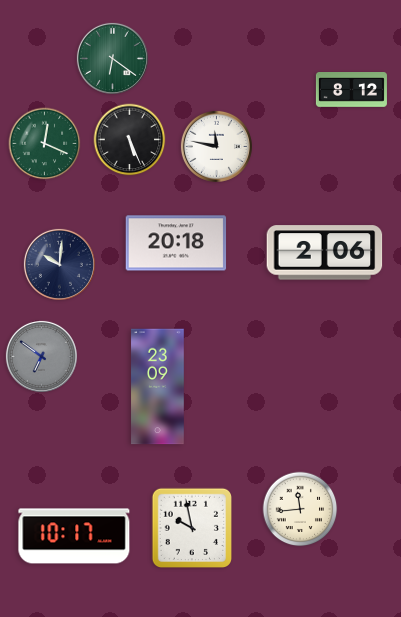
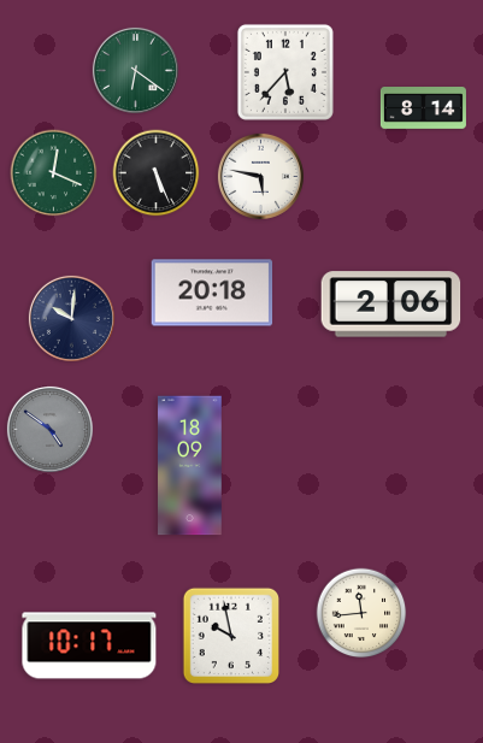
clock at (285, 72): none -> 5:37
clock at (351, 90): 8:12 -> 8:14
clock at (130, 140) position: (130, 140) -> (157, 173)
clock at (216, 146): 11:47 -> 5:47
clock at (41, 356): 6:51 -> 4:51
clock at (158, 387): 23:09 -> 18:09
